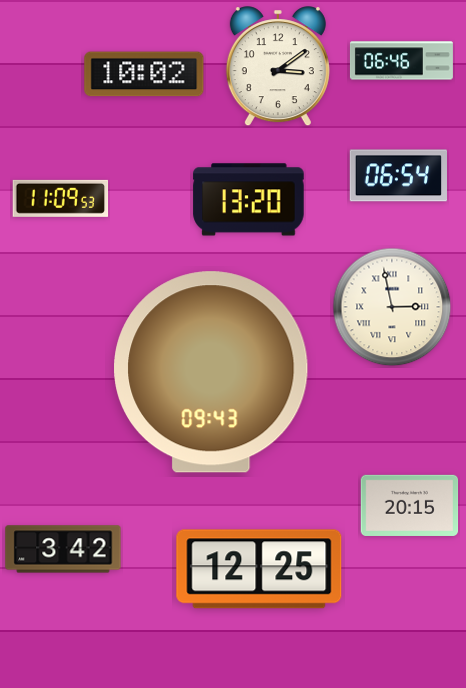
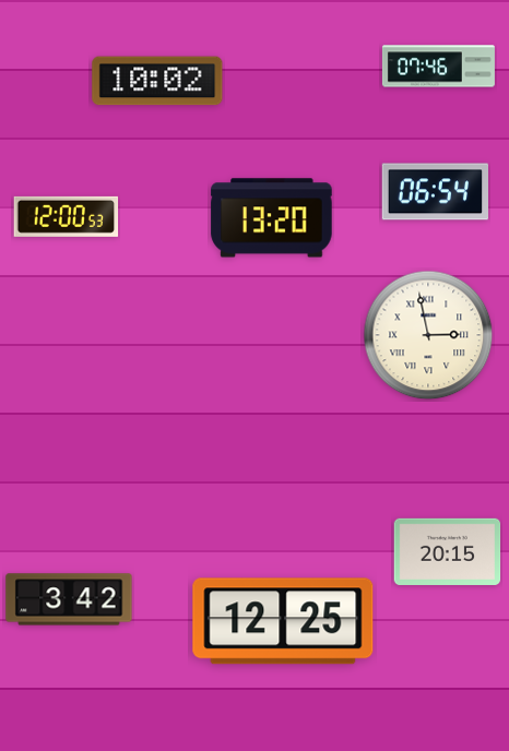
clock at (401, 61): 06:46 -> 07:46
clock at (278, 67): 3:09 -> none
clock at (61, 198): 11:09 -> 12:00
clock at (211, 372): 09:43 -> none
